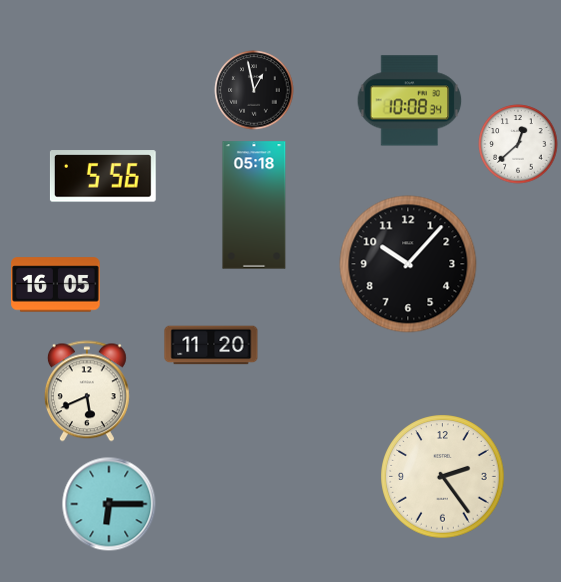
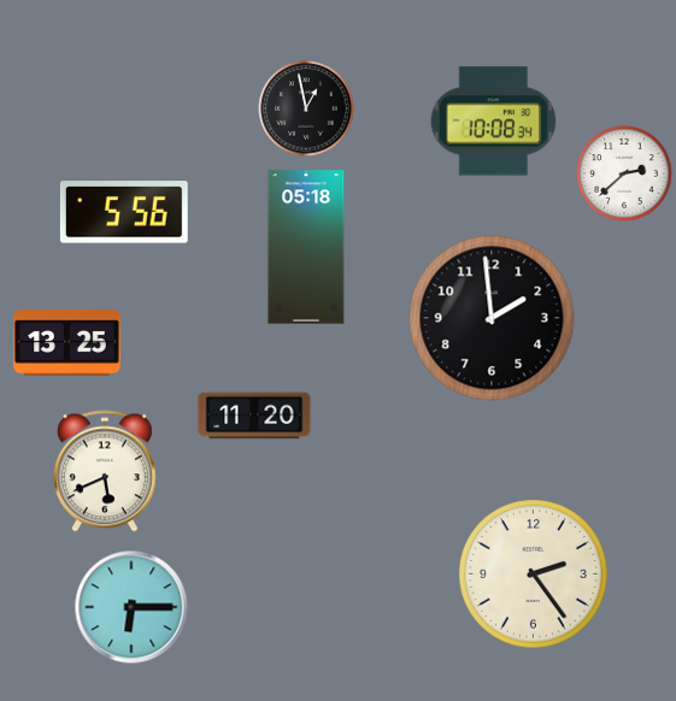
clock at (518, 144): 12:38 -> 2:38
clock at (408, 264): 10:07 -> 1:59
clock at (56, 285): 16:05 -> 13:25
